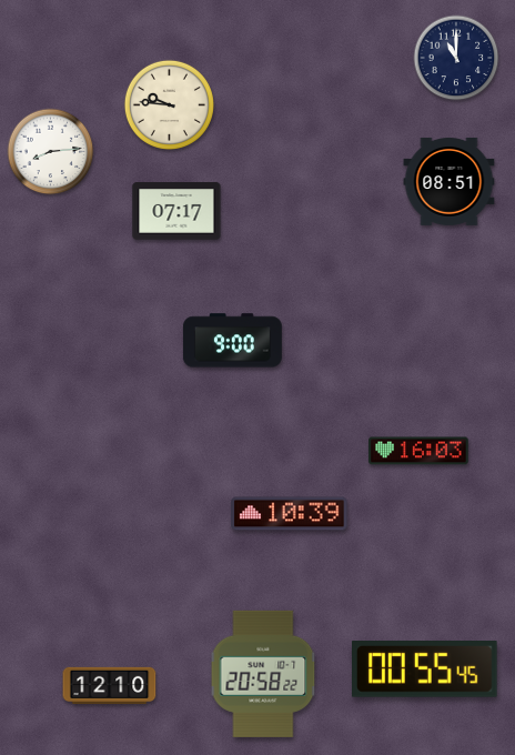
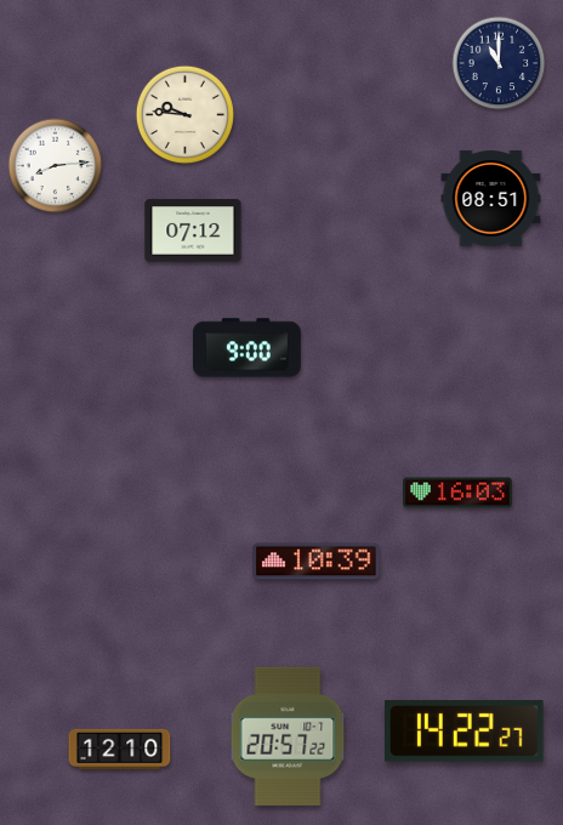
clock at (176, 211): 07:17 -> 07:12
clock at (232, 341) position: (232, 341) -> (246, 348)
clock at (425, 670): 00:55 -> 14:22
clock at (263, 674): 20:58 -> 20:57
